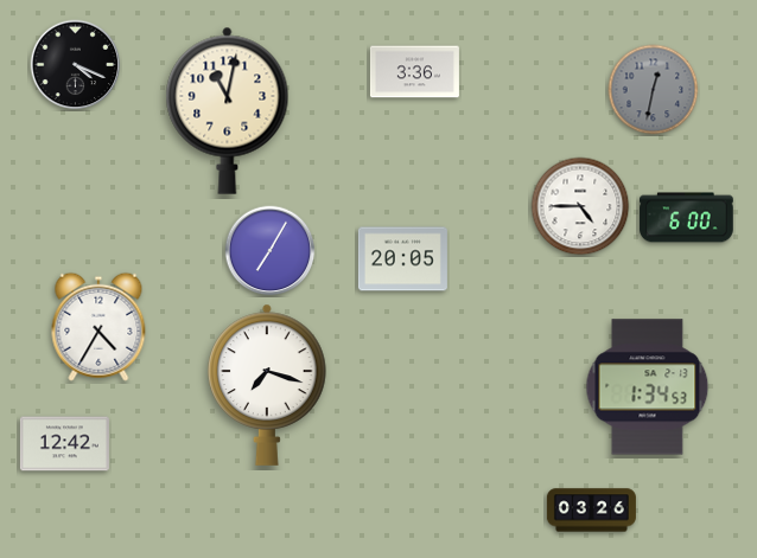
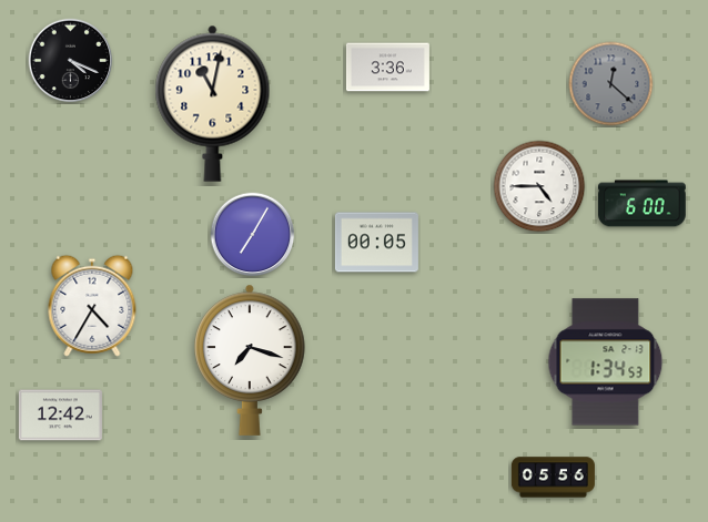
clock at (654, 90): 12:32 -> 12:22
clock at (580, 206) position: (580, 206) -> (539, 186)
clock at (402, 259): 20:05 -> 00:05
clock at (591, 511): 03:26 -> 05:56
